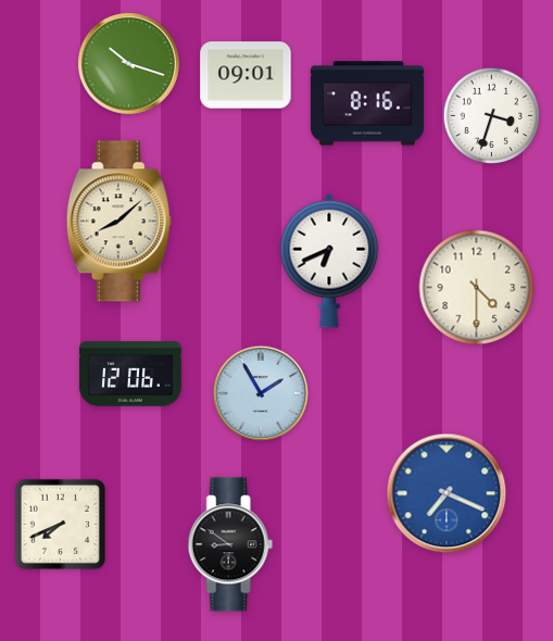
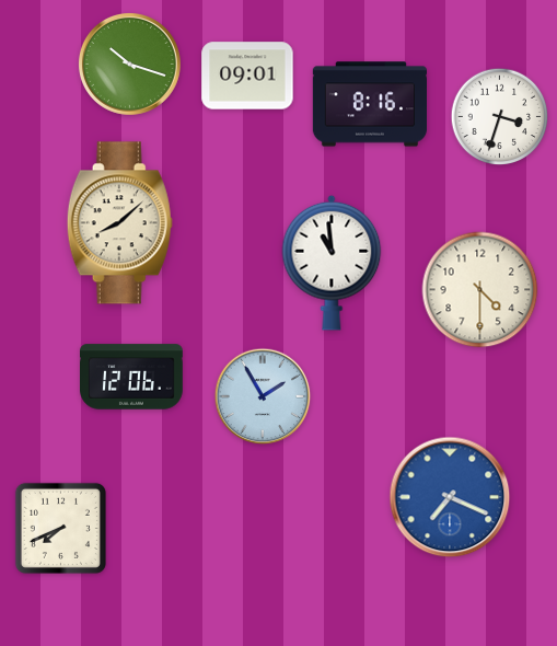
clock at (492, 116) position: (492, 116) -> (500, 117)
clock at (329, 261): 6:41 -> 10:59
clock at (230, 544): 8:51 -> none
